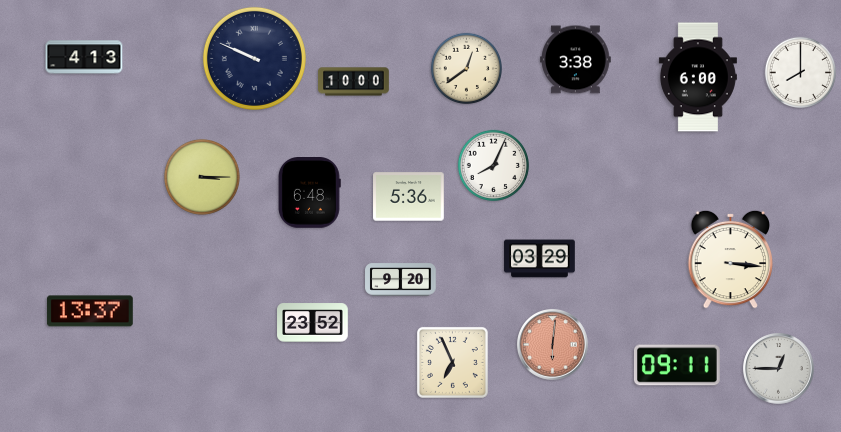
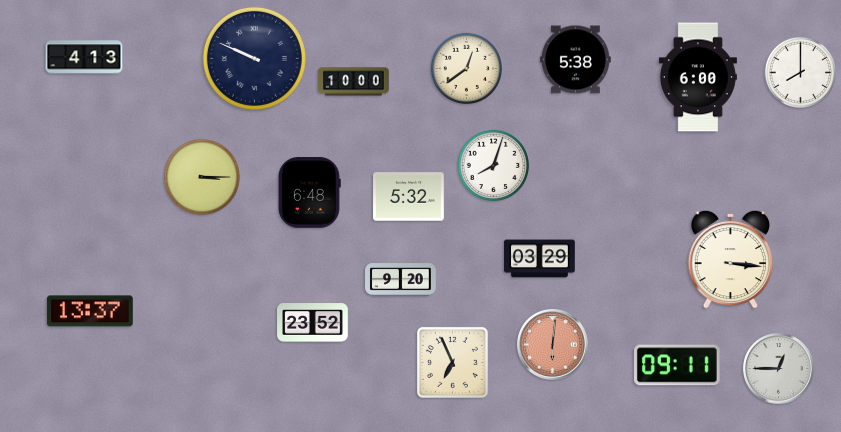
clock at (576, 60): 3:38 -> 5:38
clock at (493, 165): 8:04 -> 8:03
clock at (409, 197): 5:36 -> 5:32
